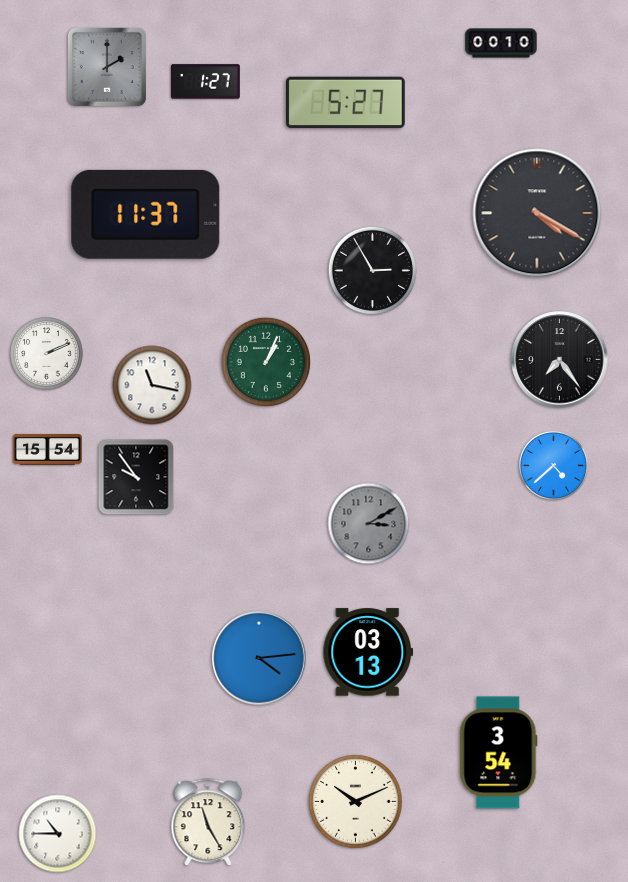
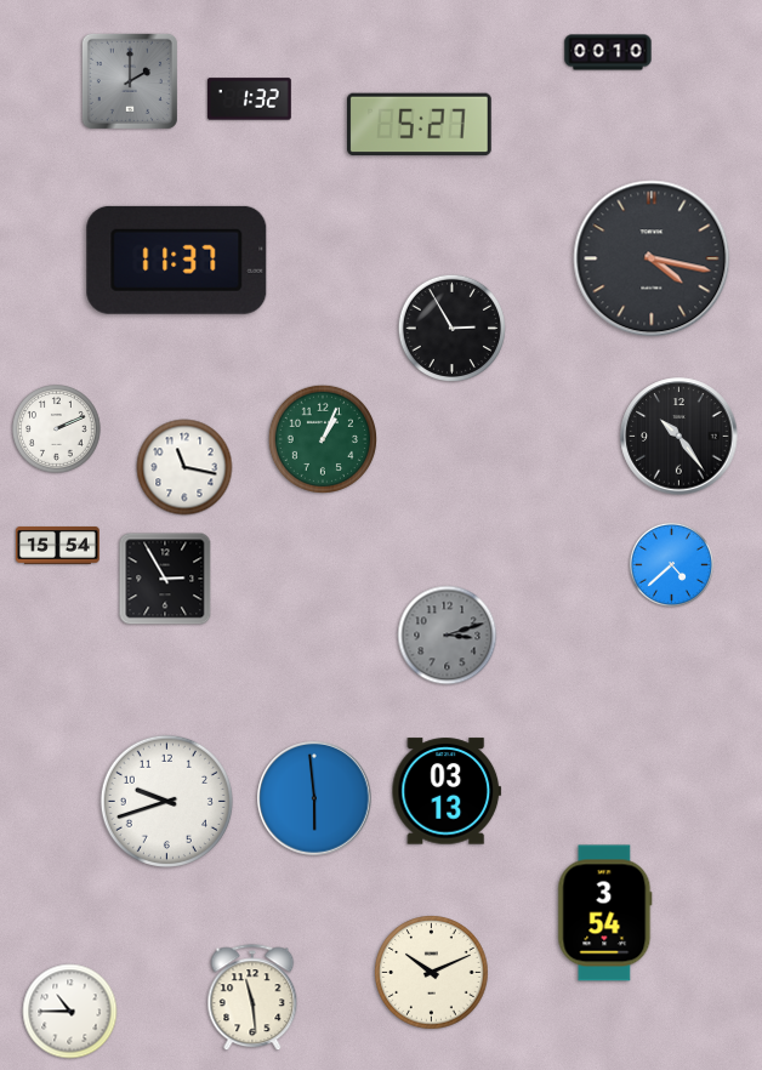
clock at (205, 82): 1:27 -> 1:32
clock at (537, 213): 4:20 -> 4:17
clock at (560, 360): 7:24 -> 10:24
clock at (136, 477): 9:54 -> 2:55
clock at (369, 524): 3:10 -> 3:12
clock at (259, 658): 4:14 -> 5:59
clock at (166, 801): none -> 9:42
clock at (208, 823): 11:25 -> 11:29
